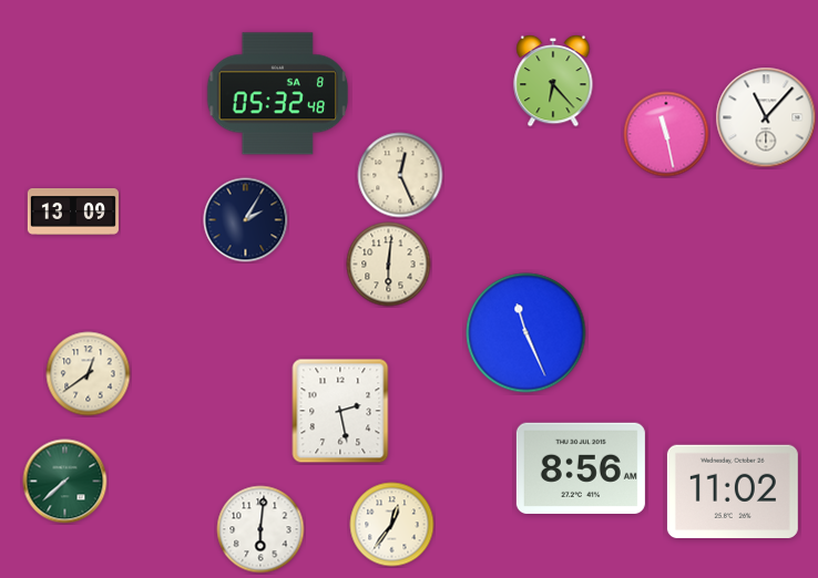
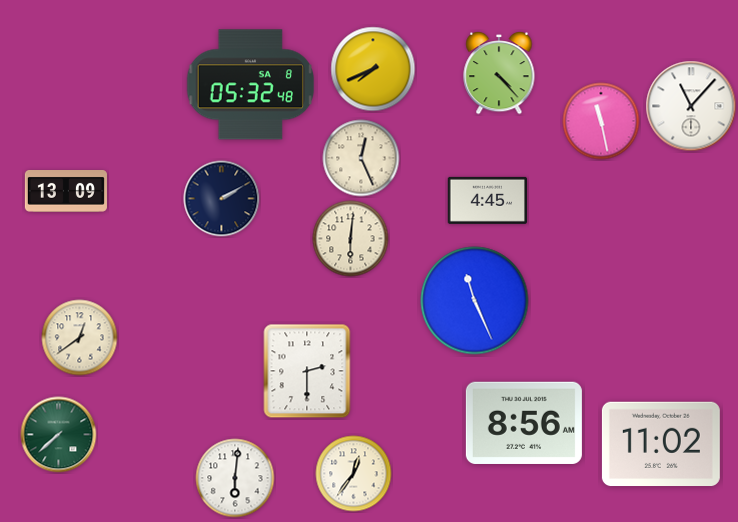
clock at (373, 69): none -> 7:41
clock at (553, 81): 6:23 -> 4:23
clock at (246, 220): 2:05 -> 2:10
clock at (488, 200): none -> 4:45
clock at (340, 411): 2:28 -> 2:30
